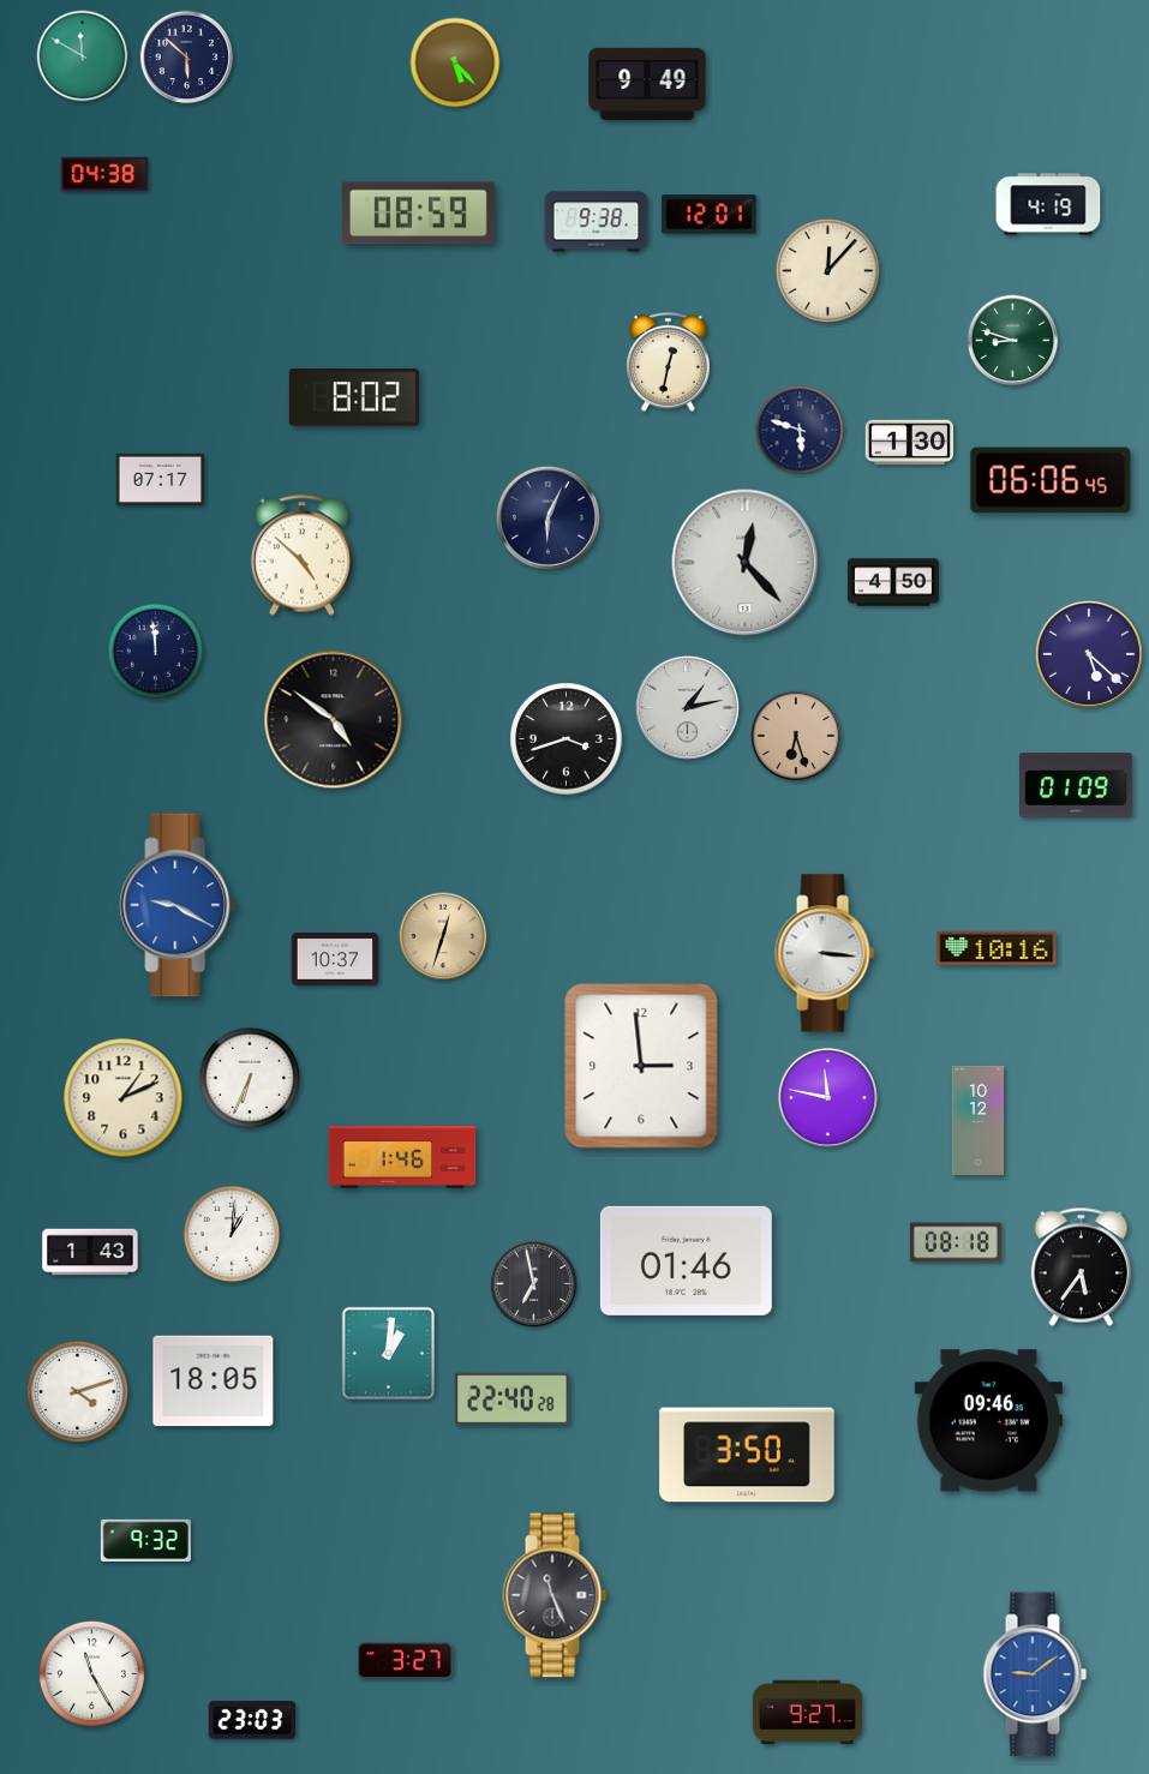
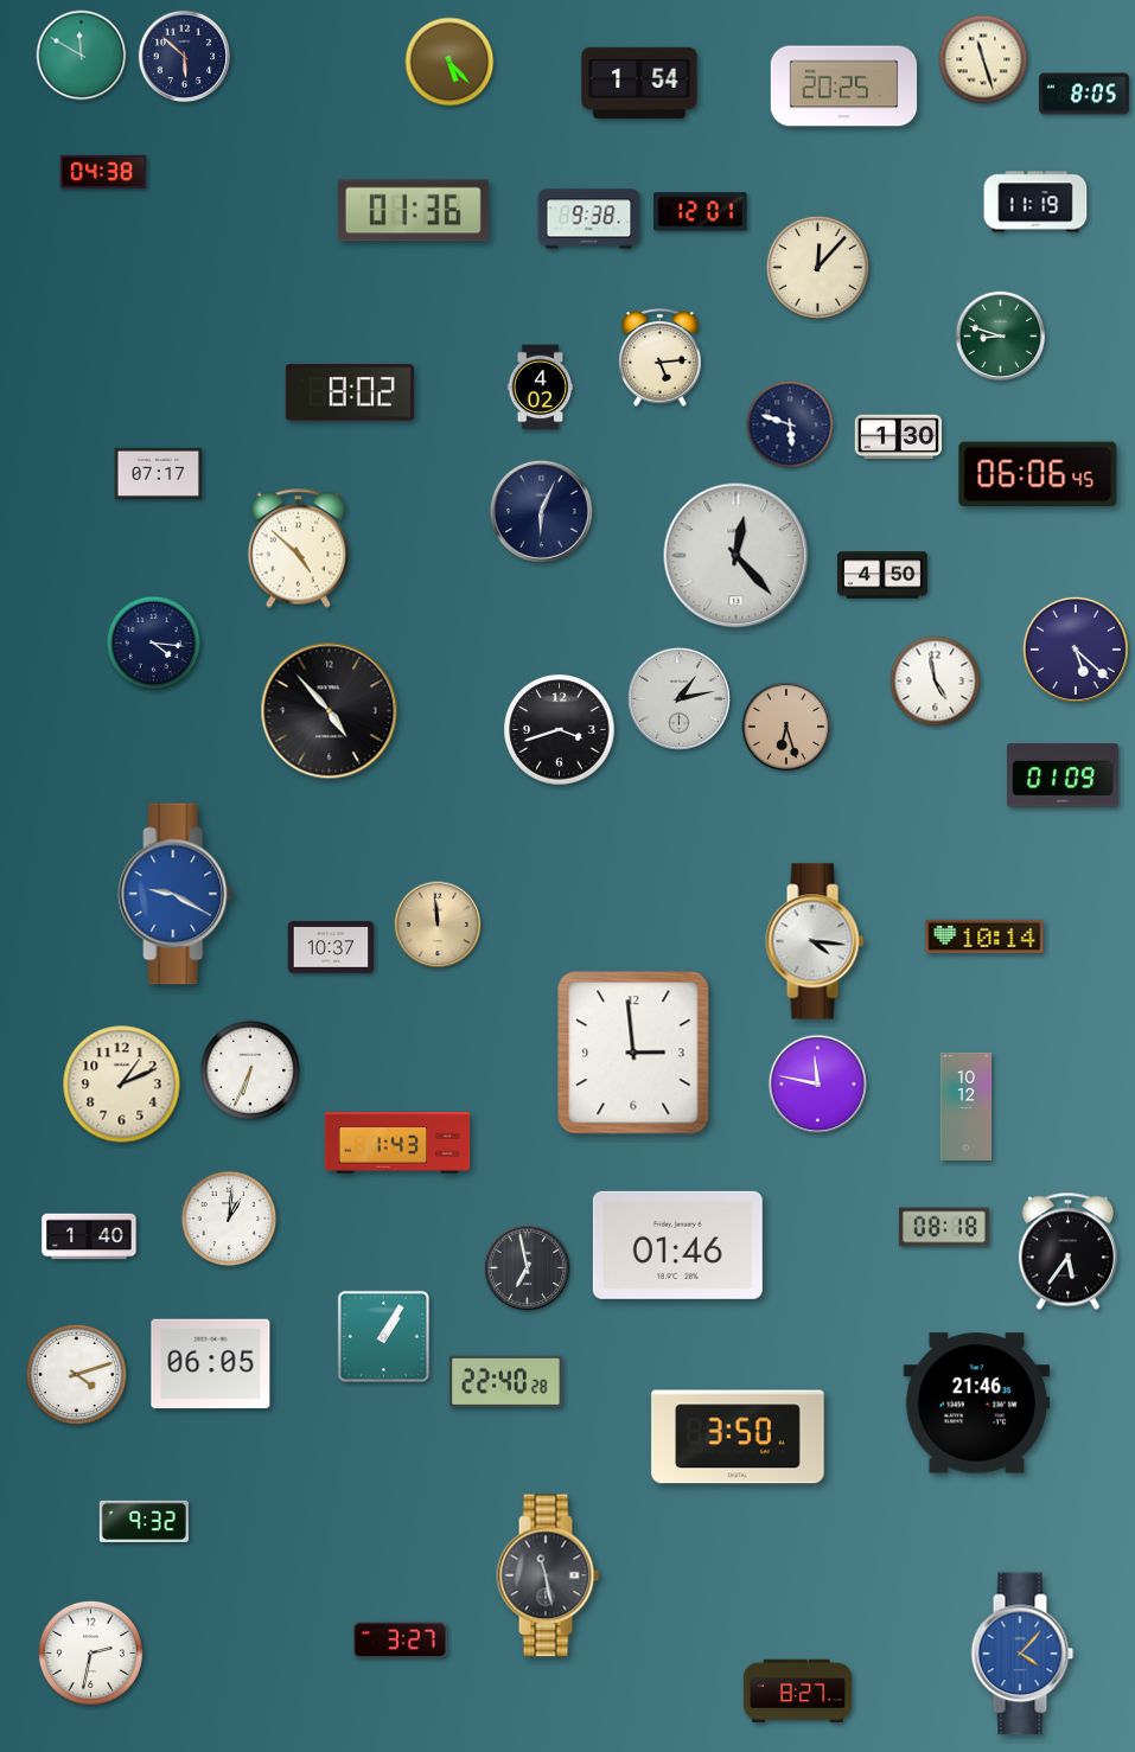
clock at (983, 59): none -> 11:27
clock at (647, 84): 9:49 -> 1:54
clock at (844, 87): none -> 20:25
clock at (1084, 94): none -> 8:05
clock at (1048, 204): 4:19 -> 11:19
clock at (418, 214): 08:59 -> 01:36
clock at (669, 362): 12:32 -> 5:14
clock at (541, 388): none -> 4:02
clock at (156, 652): 11:59 -> 4:16
clock at (1089, 654) position: (1089, 654) -> (1076, 650)
clock at (936, 682): none -> 4:58
clock at (334, 720): 4:51 -> 4:53
clock at (443, 936): 12:33 -> 11:59
clock at (997, 948): 10:16 -> 10:14
clock at (825, 953): 3:16 -> 4:16
clock at (250, 1078) position: (250, 1078) -> (250, 1070)
clock at (402, 1158): 1:46 -> 1:43
clock at (90, 1252): 1:43 -> 1:40
clock at (388, 1353): 1:01 -> 1:05
clock at (214, 1382): 18:05 -> 06:05
clock at (988, 1421): 09:46 -> 21:46
clock at (555, 1595): 11:26 -> 11:28
clock at (91, 1673): 11:25 -> 2:32
clock at (1035, 1674): 9:09 -> 4:07
clock at (807, 1713): 9:27 -> 8:27
clock at (252, 1720): 23:03 -> none
